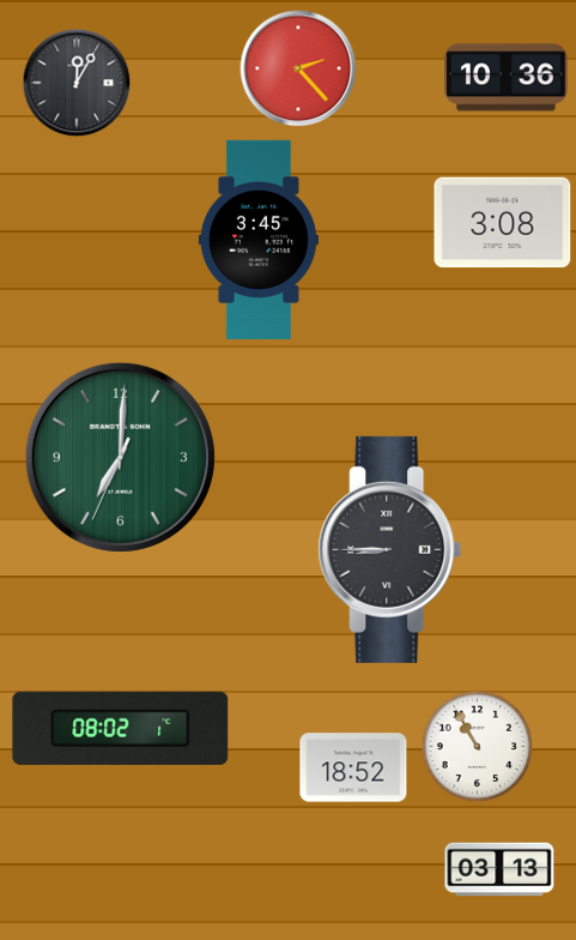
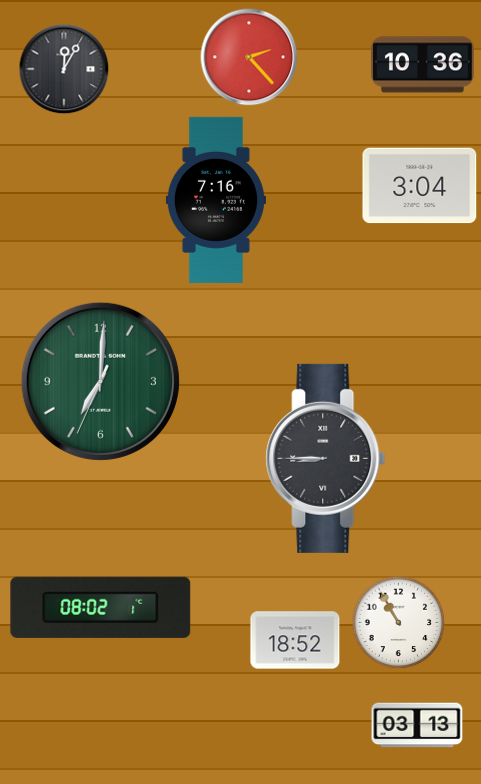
clock at (503, 223): 3:08 -> 3:04
clock at (259, 240): 3:45 -> 7:16
